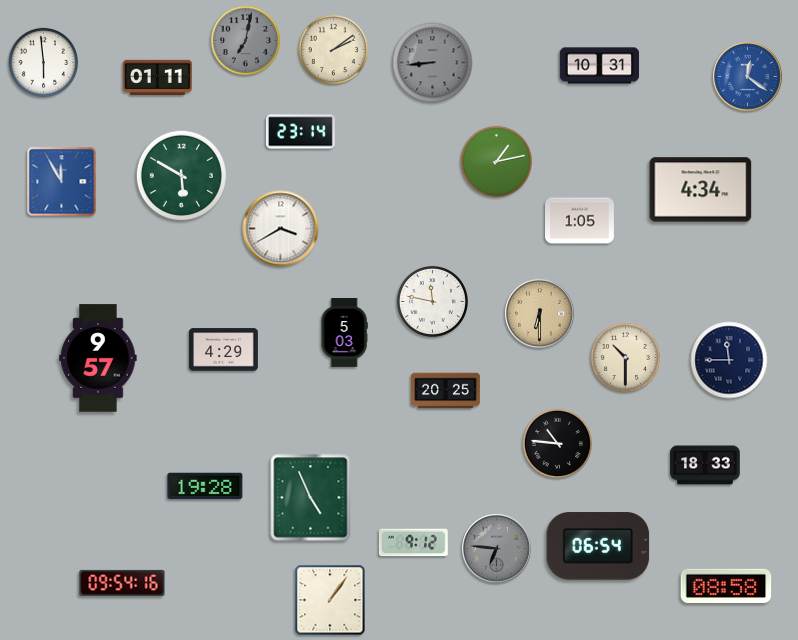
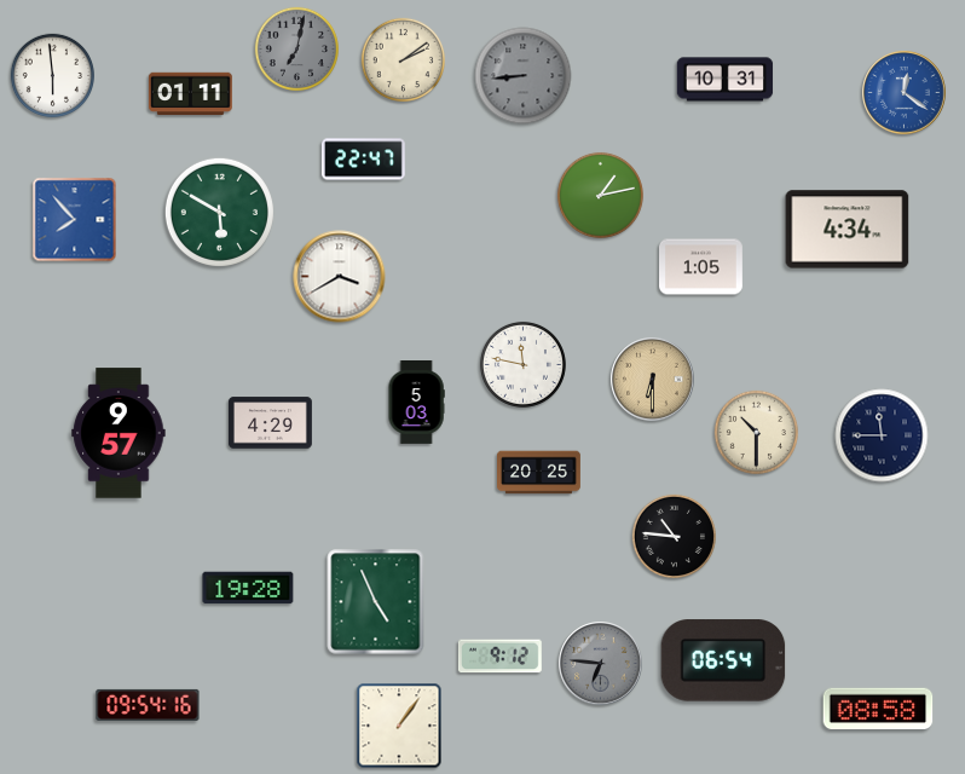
clock at (300, 132): 23:14 -> 22:47
clock at (62, 182): 11:55 -> 7:53
clock at (705, 465): 18:33 -> none
